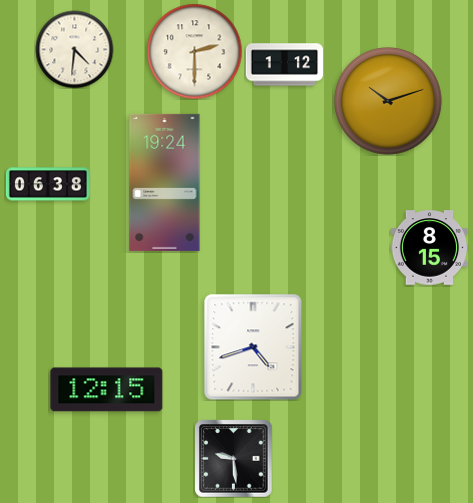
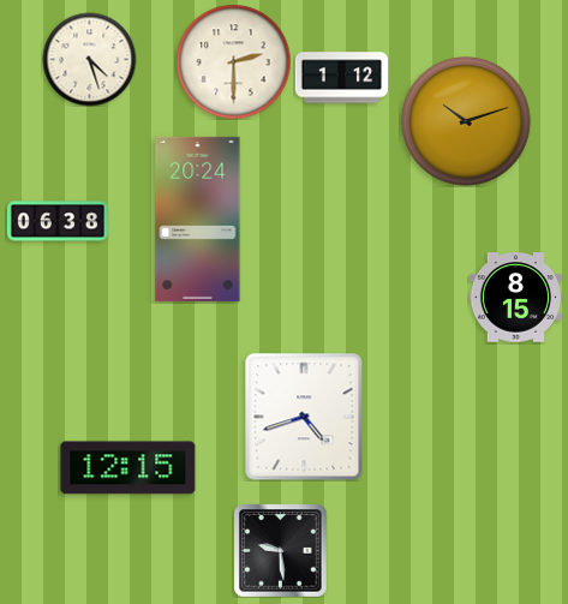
clock at (74, 49): 4:31 -> 4:27
clock at (165, 182): 19:24 -> 20:24
